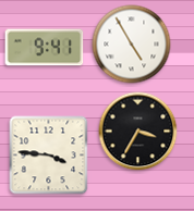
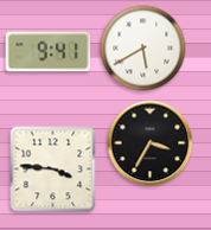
clock at (132, 45): 4:55 -> 5:40
